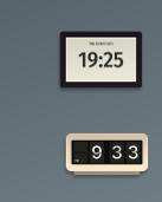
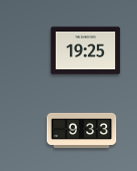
clock at (108, 154) position: (108, 154) -> (82, 130)
